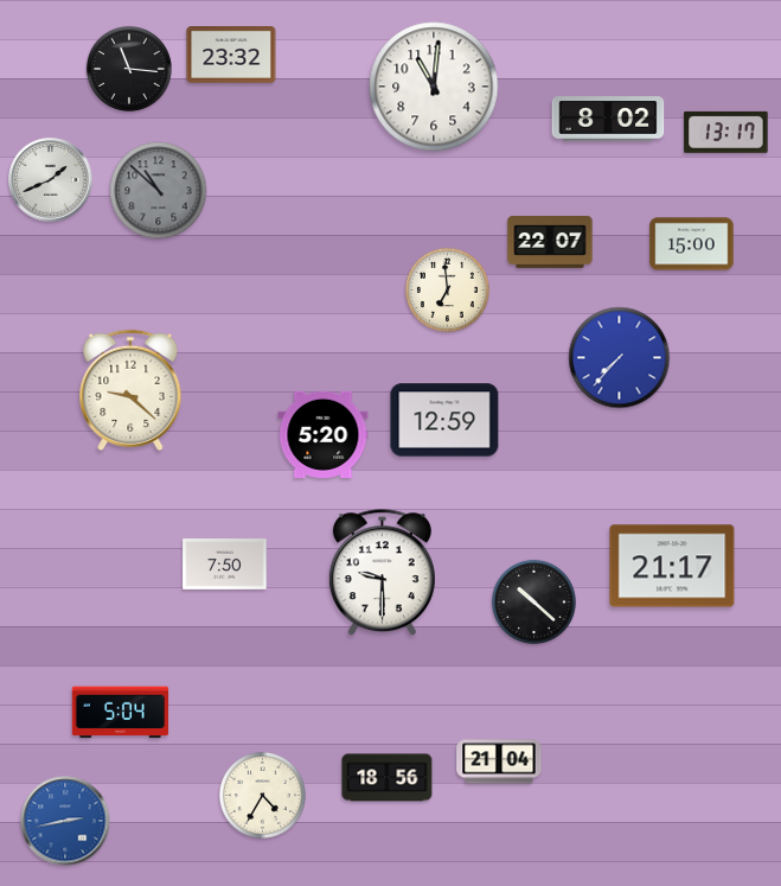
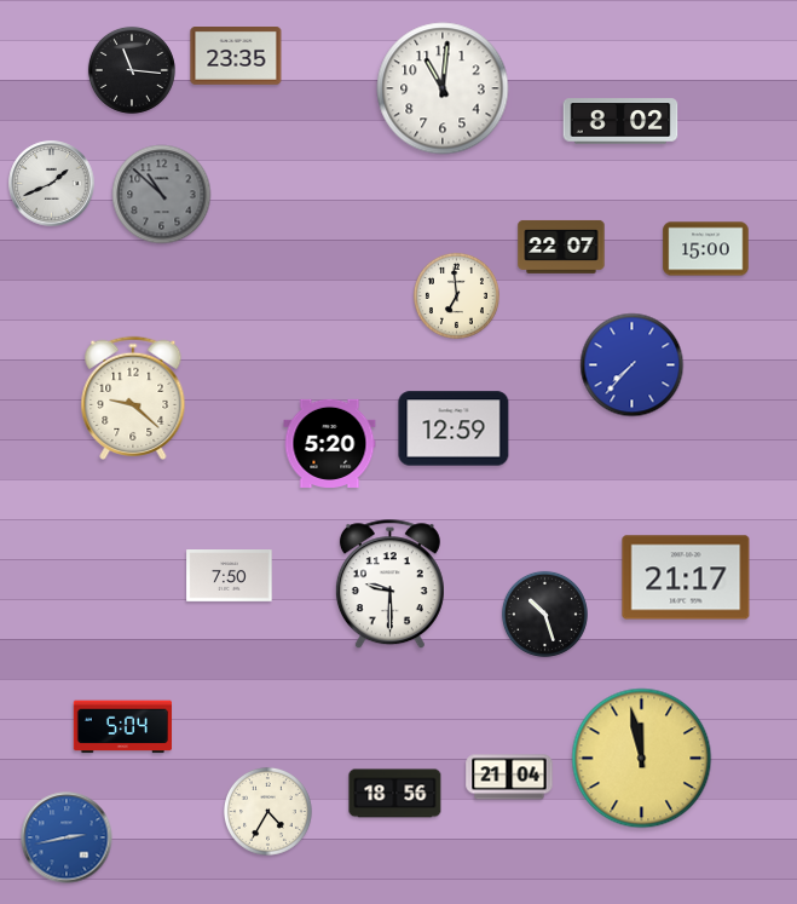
clock at (231, 56): 23:32 -> 23:35
clock at (726, 132): 13:17 -> none
clock at (533, 601): 10:22 -> 10:27
clock at (642, 759): none -> 11:58
